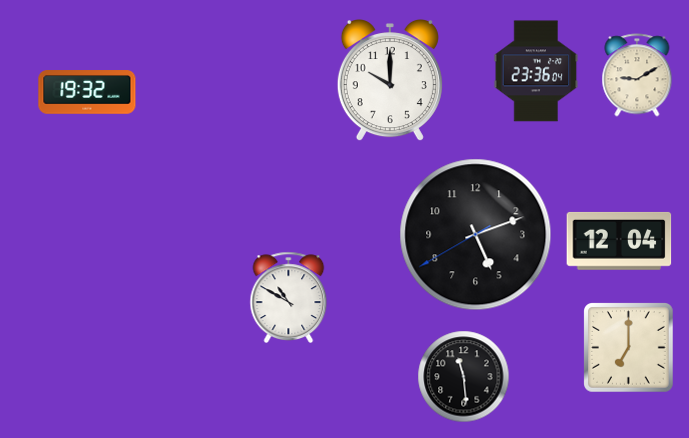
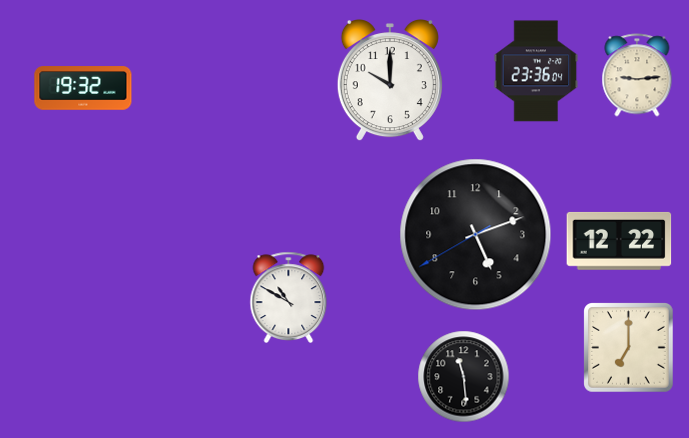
clock at (637, 75): 9:10 -> 9:14
clock at (87, 92) position: (87, 92) -> (83, 88)
clock at (619, 241): 12:04 -> 12:22
